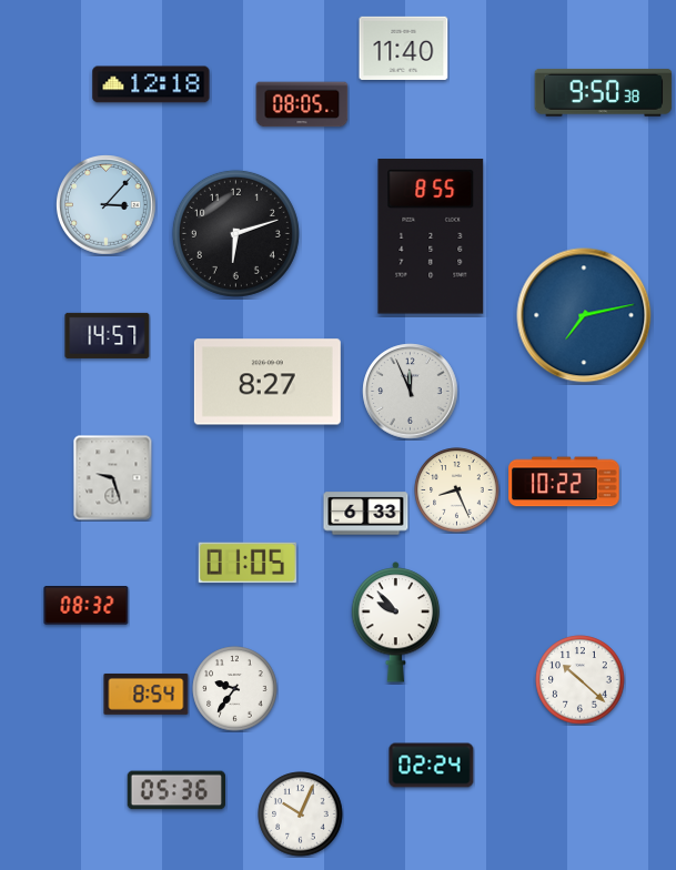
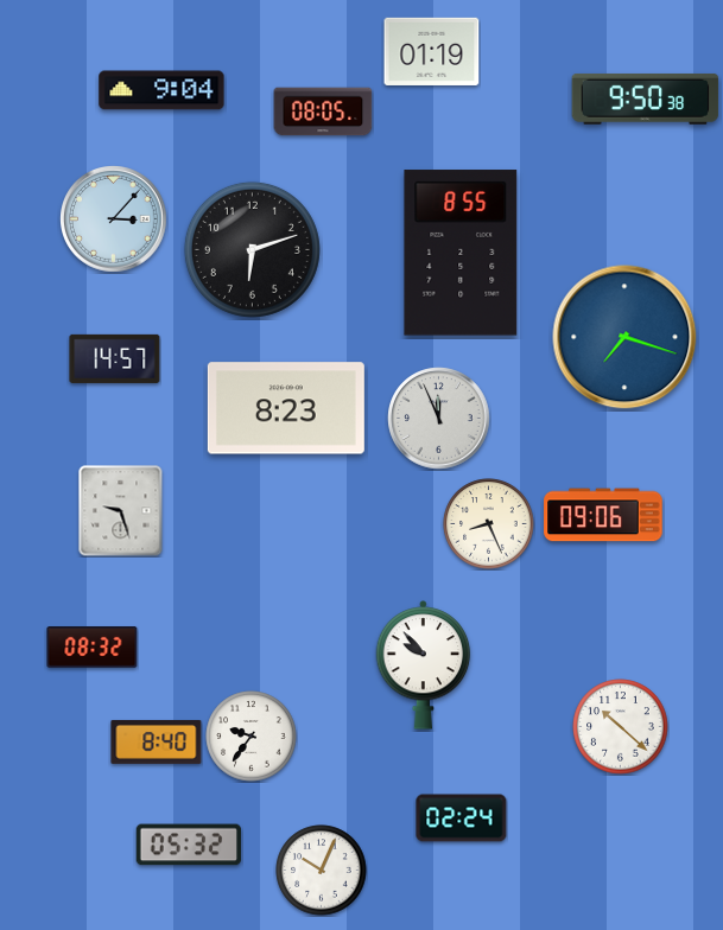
clock at (404, 48): 11:40 -> 01:19
clock at (151, 84): 12:18 -> 9:04
clock at (584, 315): 7:13 -> 7:18
clock at (268, 382): 8:27 -> 8:23
clock at (564, 482): 10:22 -> 09:06
clock at (366, 514): 6:33 -> none
clock at (248, 563): 01:05 -> none
clock at (147, 694): 8:54 -> 8:40
clock at (175, 790): 05:36 -> 05:32
